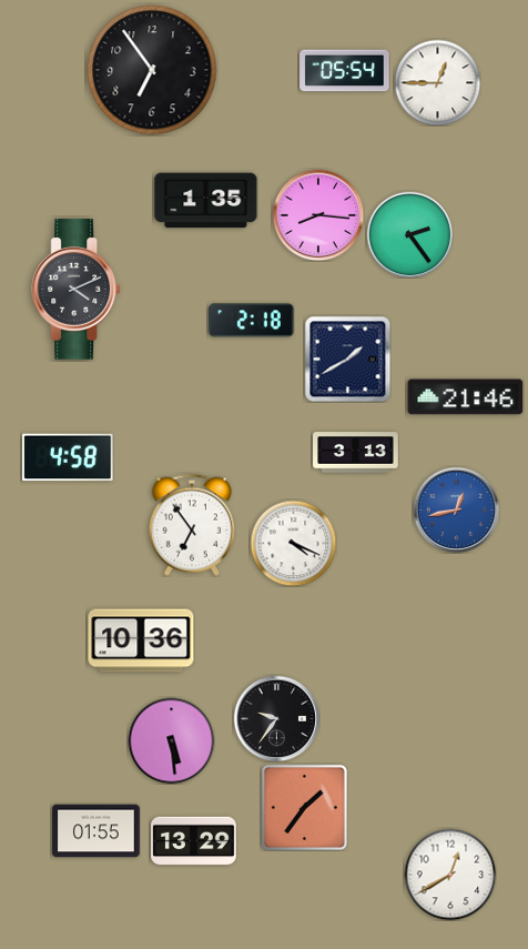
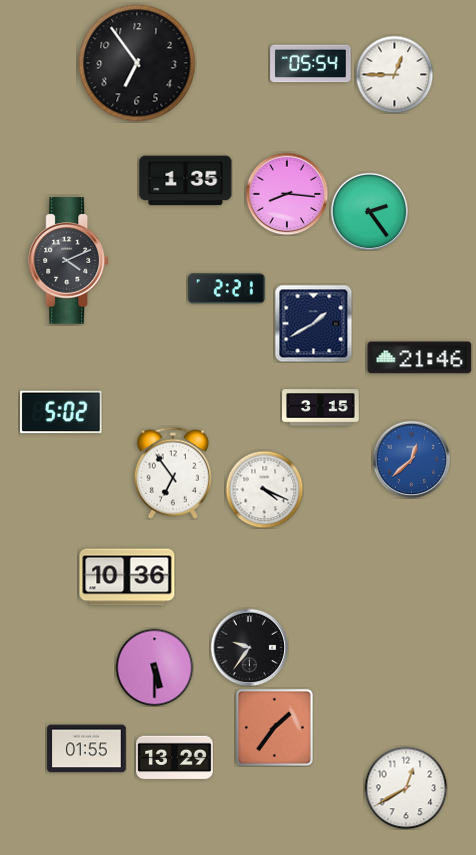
clock at (252, 321): 2:18 -> 2:21
clock at (356, 453): 3:13 -> 3:15
clock at (68, 457): 4:58 -> 5:02
clock at (456, 509): 12:43 -> 12:38
clock at (171, 740): 5:29 -> 5:30
